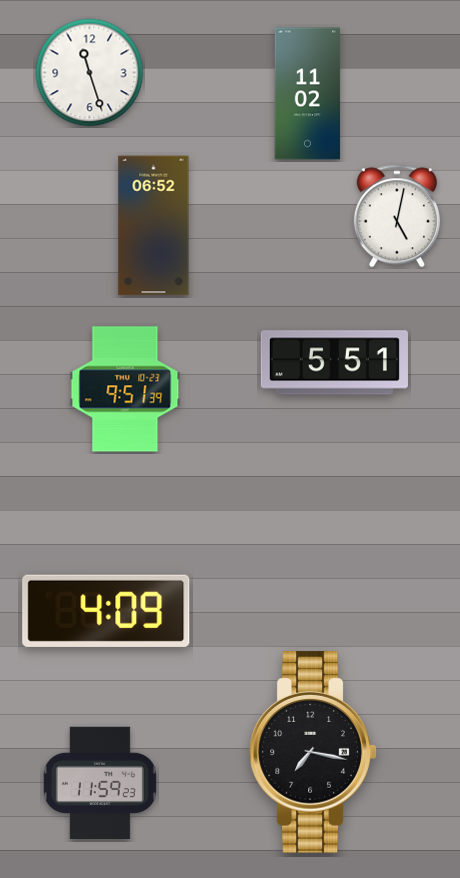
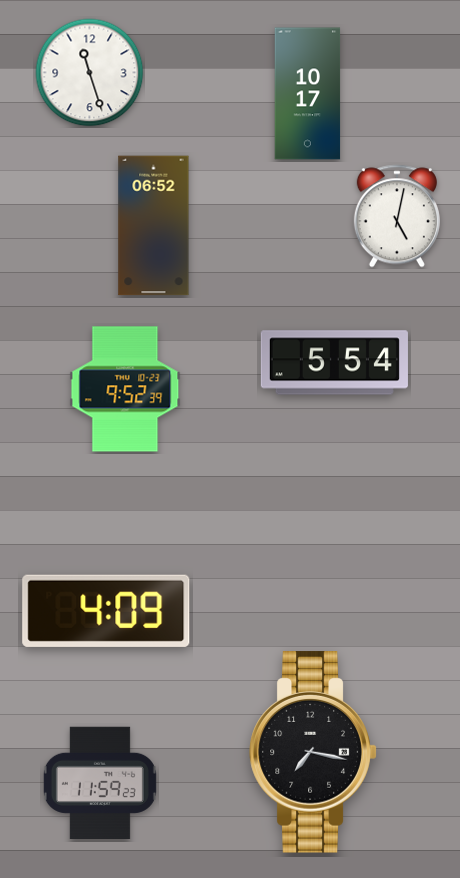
clock at (308, 94): 11:02 -> 10:17
clock at (334, 363): 5:51 -> 5:54
clock at (125, 389): 9:51 -> 9:52
